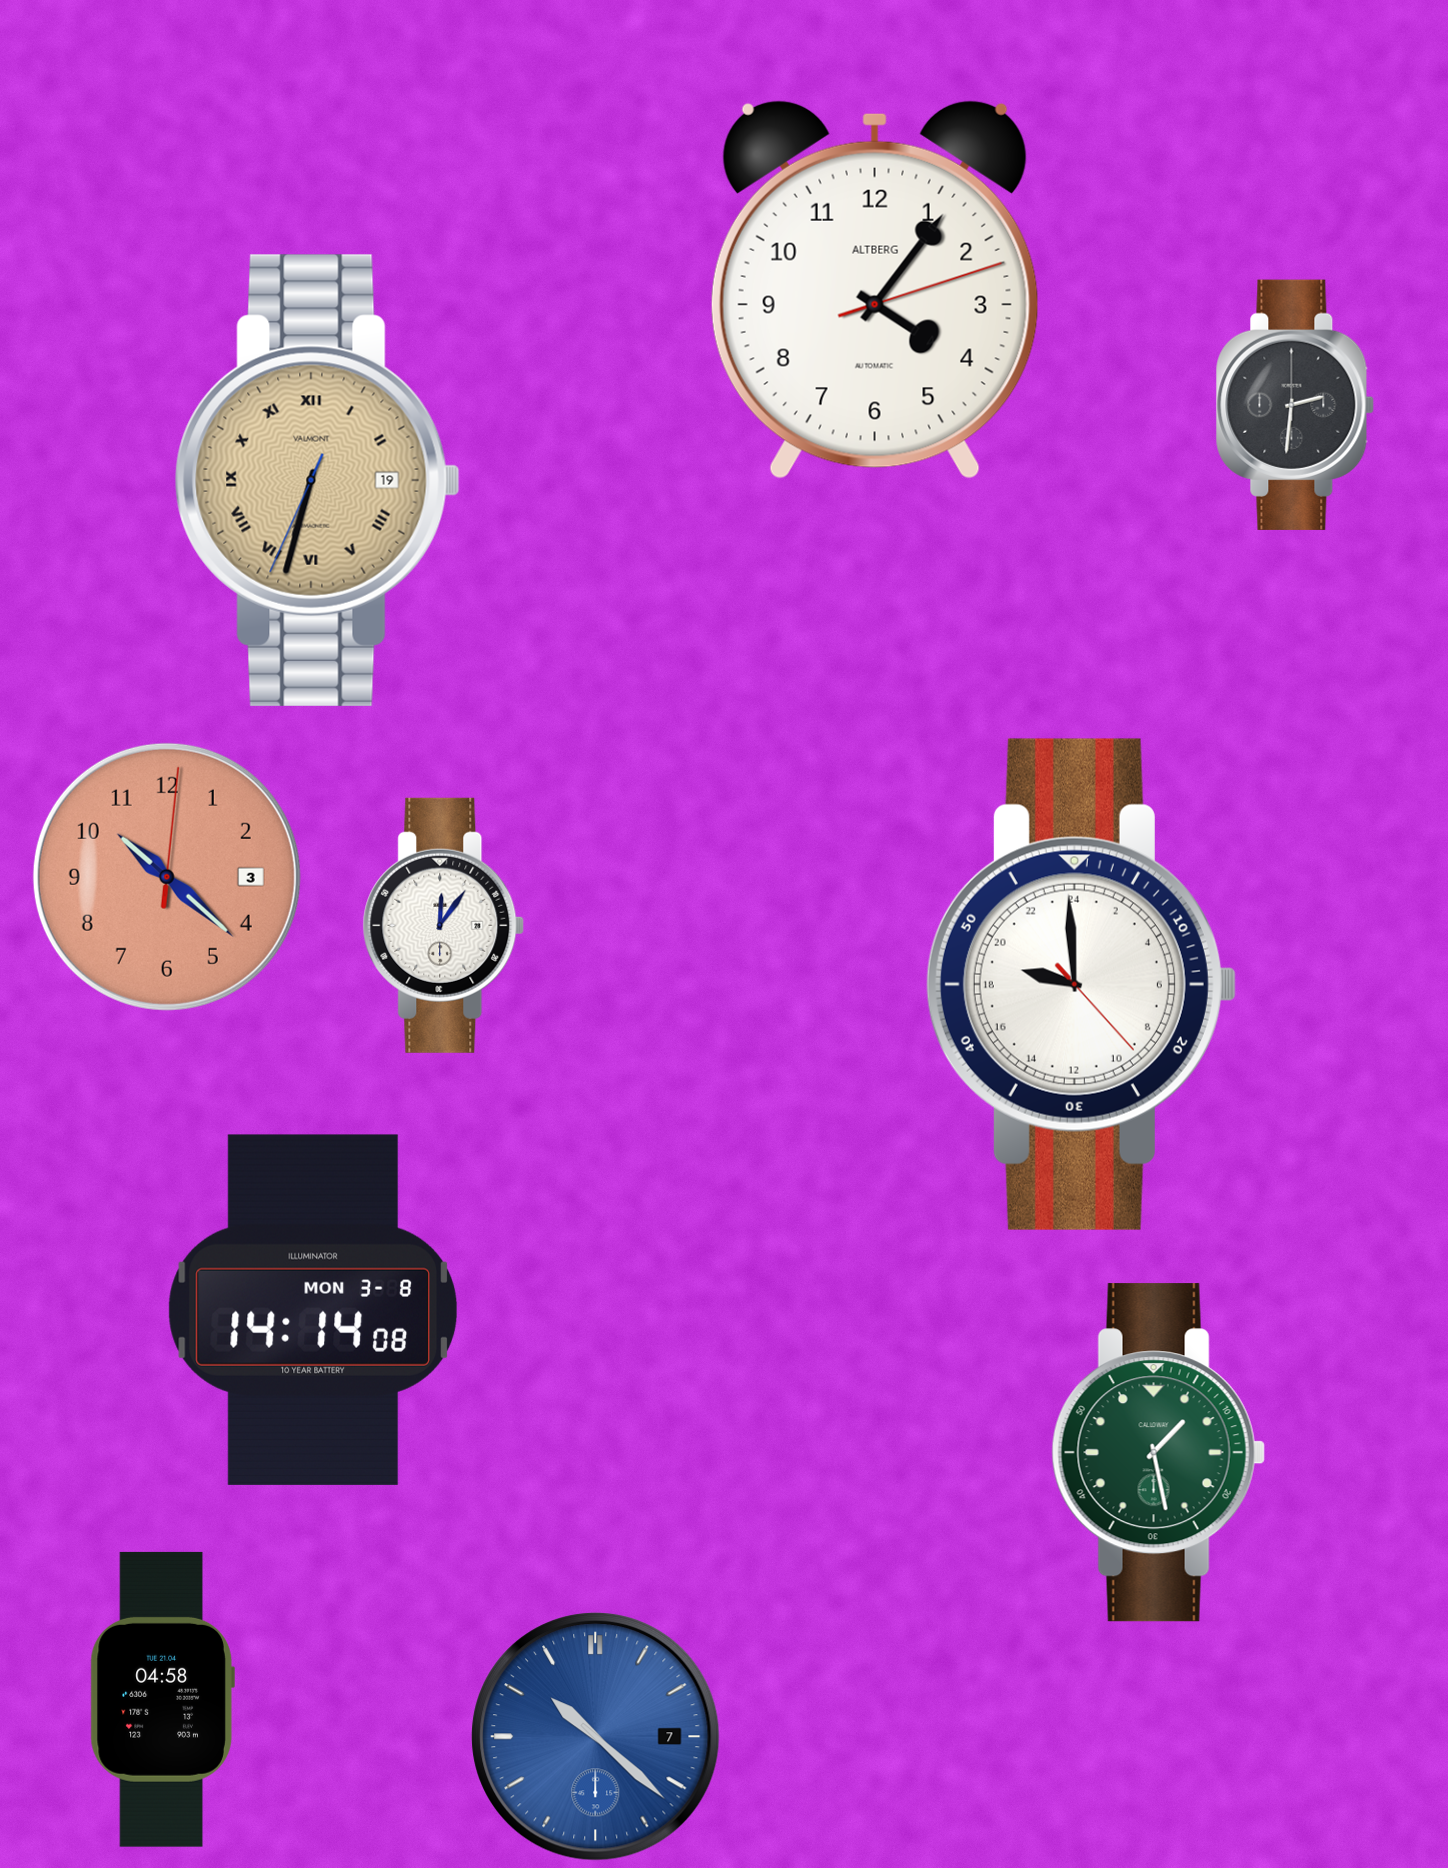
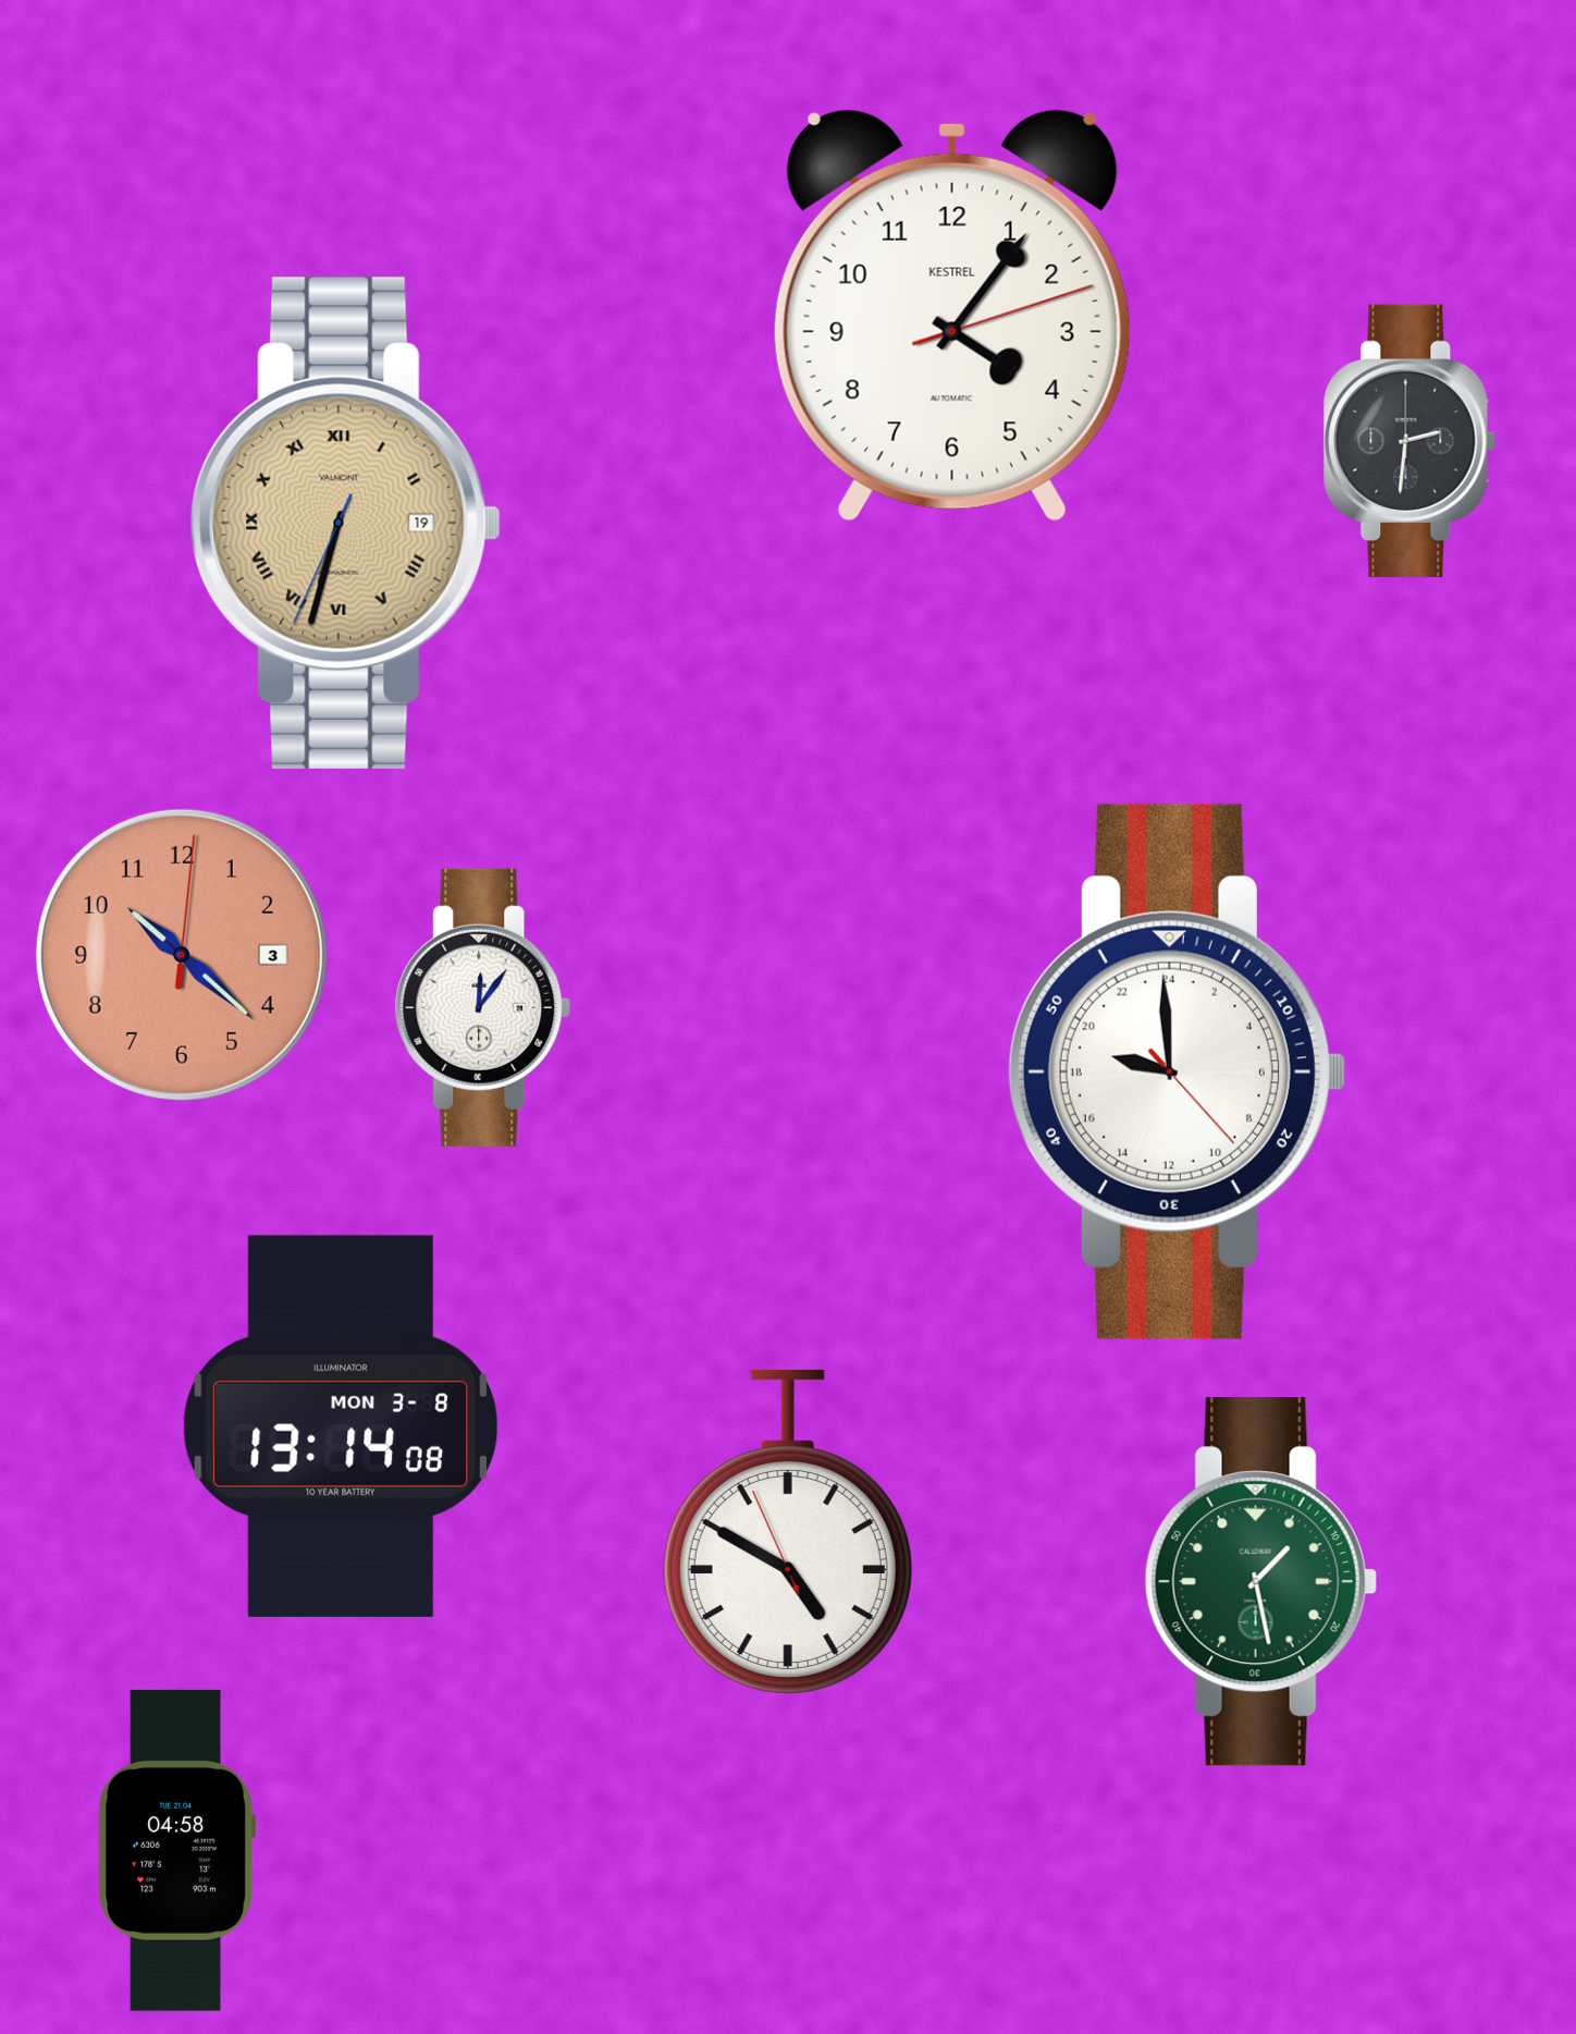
clock at (875, 290) brand: ALTBERG -> KESTREL
clock at (312, 1310): 14:14 -> 13:14
clock at (788, 1532): none -> 4:49
clock at (596, 1737): 10:22 -> none
